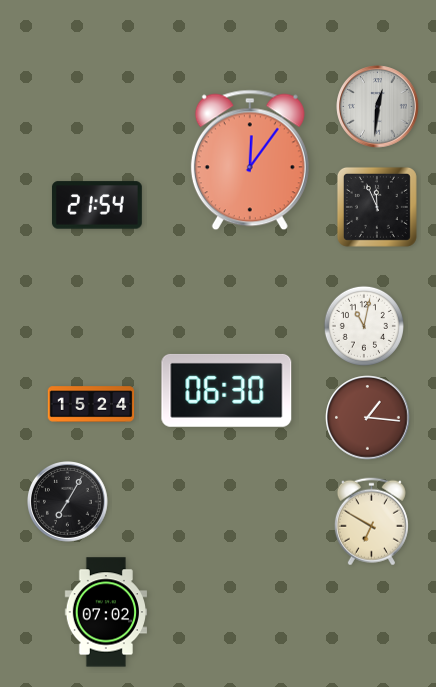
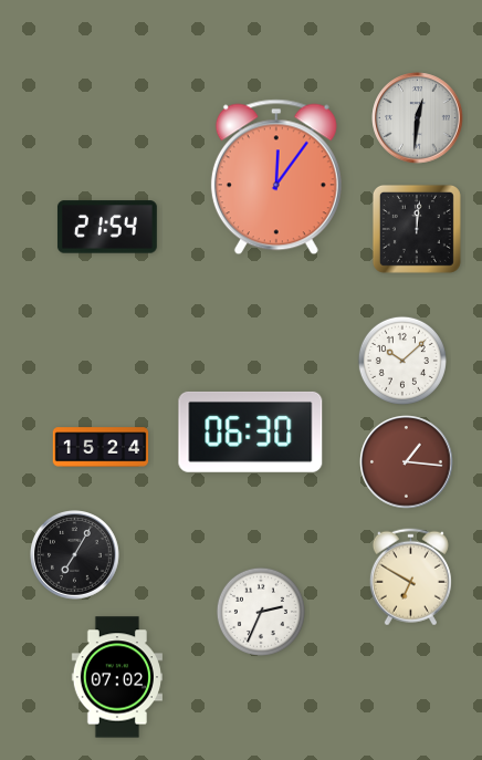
clock at (377, 207): 11:56 -> 12:01
clock at (364, 326): 11:02 -> 10:08
clock at (261, 612): none -> 2:34
